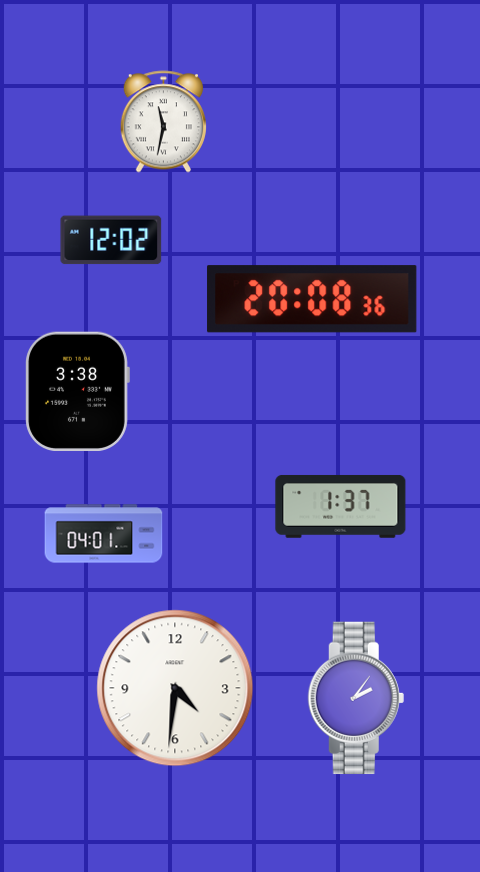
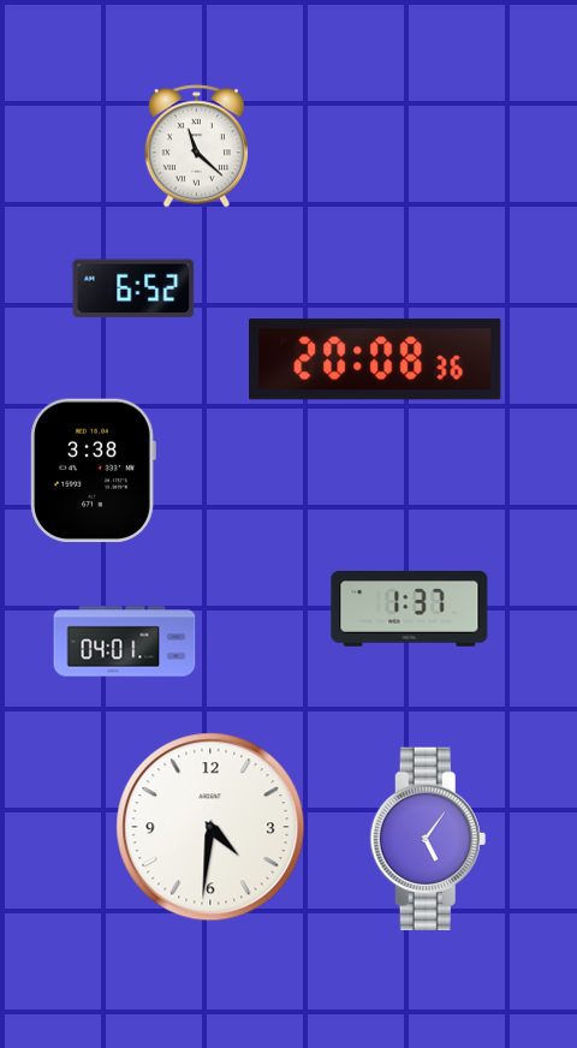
clock at (163, 122): 11:32 -> 11:22
clock at (111, 240): 12:02 -> 6:52
clock at (356, 698): 2:06 -> 5:06
